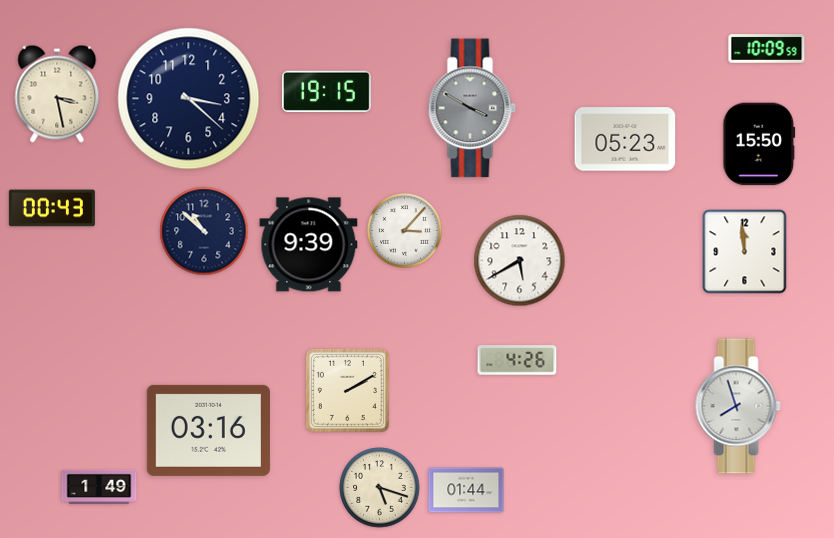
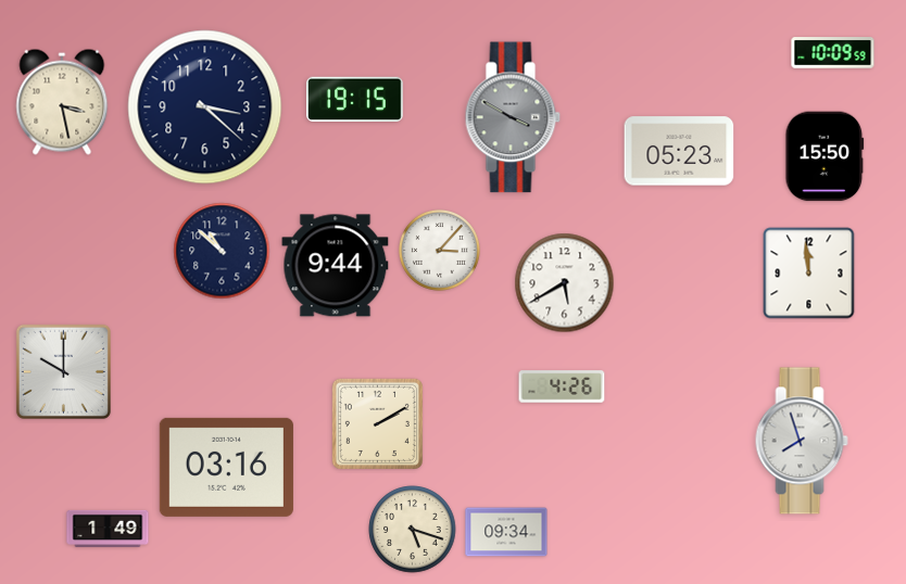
clock at (52, 208): 00:43 -> none
clock at (309, 245): 9:39 -> 9:44
clock at (63, 371): none -> 10:00
clock at (517, 360) position: (517, 360) -> (562, 386)
clock at (466, 490): 01:44 -> 09:34
